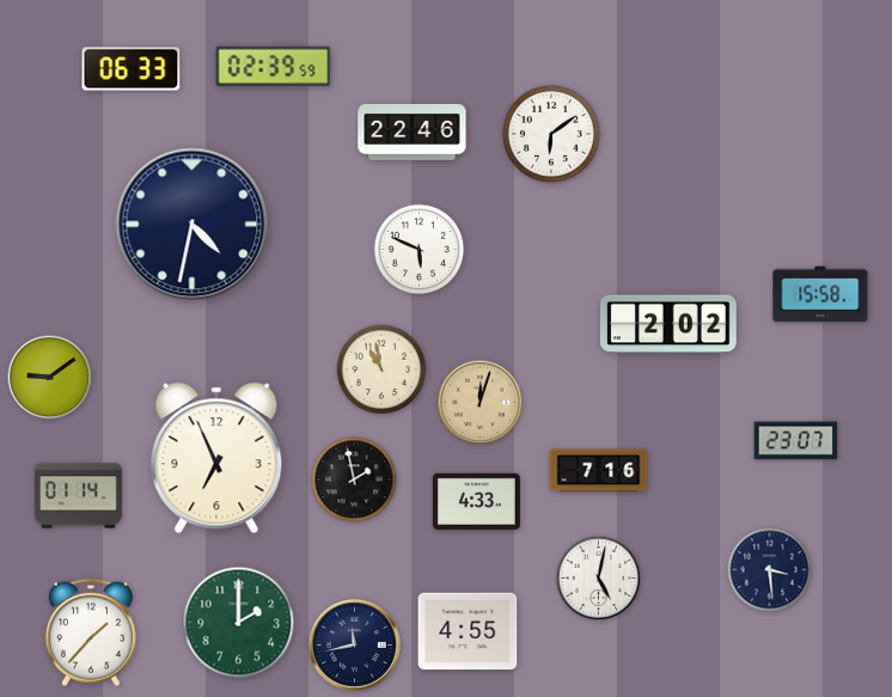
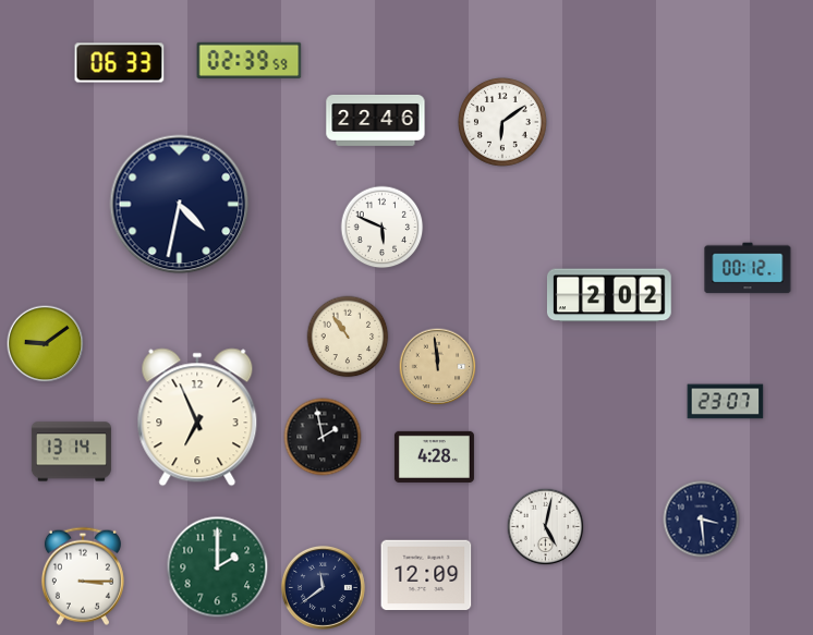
clock at (193, 225) position: (193, 225) -> (180, 205)
clock at (820, 294): 15:58 -> 00:12
clock at (381, 369): 10:58 -> 10:54
clock at (481, 403): 12:03 -> 11:59
clock at (599, 471): 7:16 -> none
clock at (78, 496): 01:14 -> 13:14
clock at (476, 501): 4:33 -> 4:28
clock at (468, 631): 4:55 -> 12:09
clock at (91, 632): 1:37 -> 3:15
clock at (354, 644): 11:43 -> 11:39
